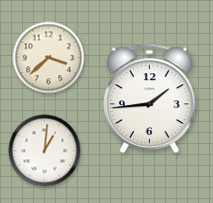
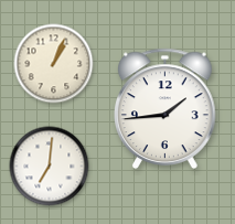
clock at (49, 58): 3:38 -> 1:04
clock at (45, 151): 1:01 -> 7:01
